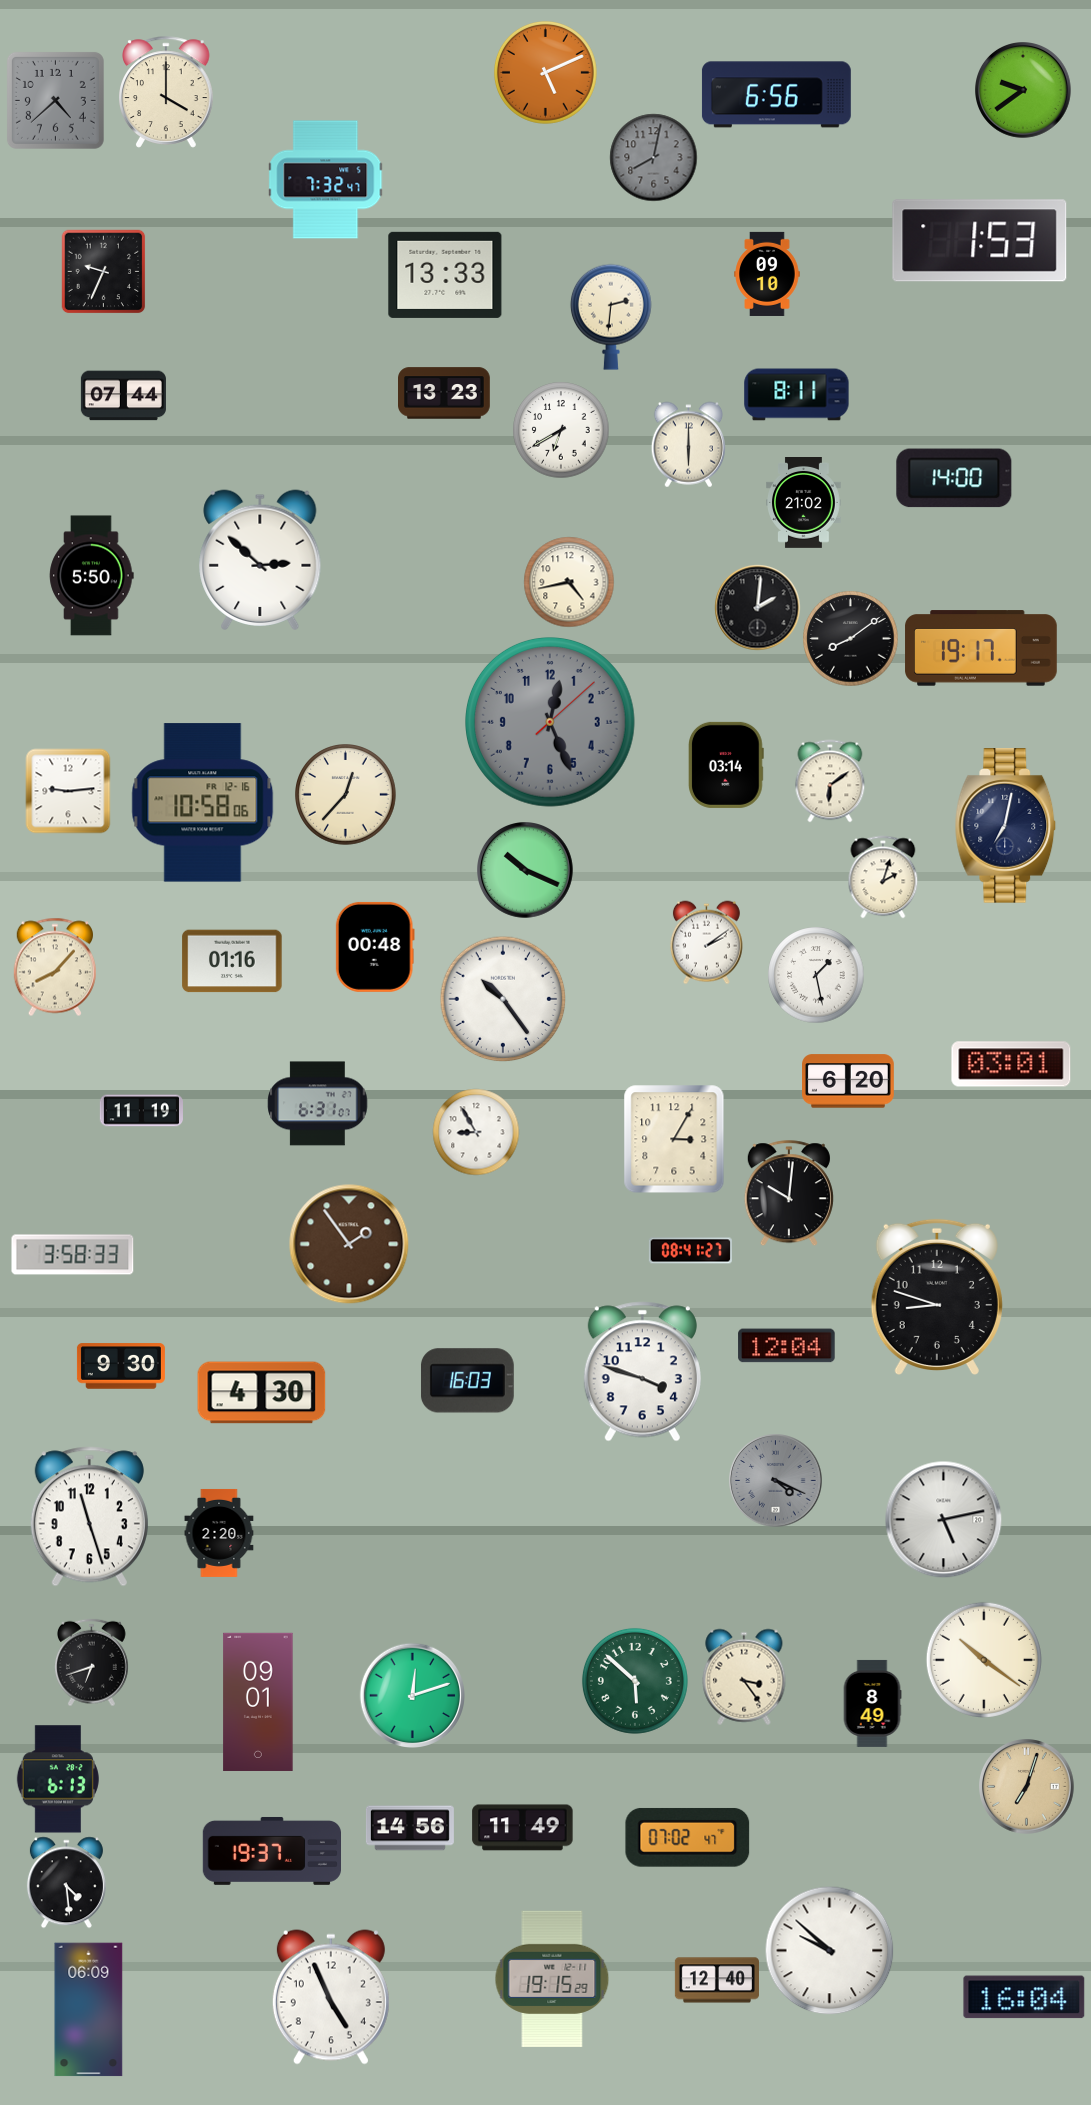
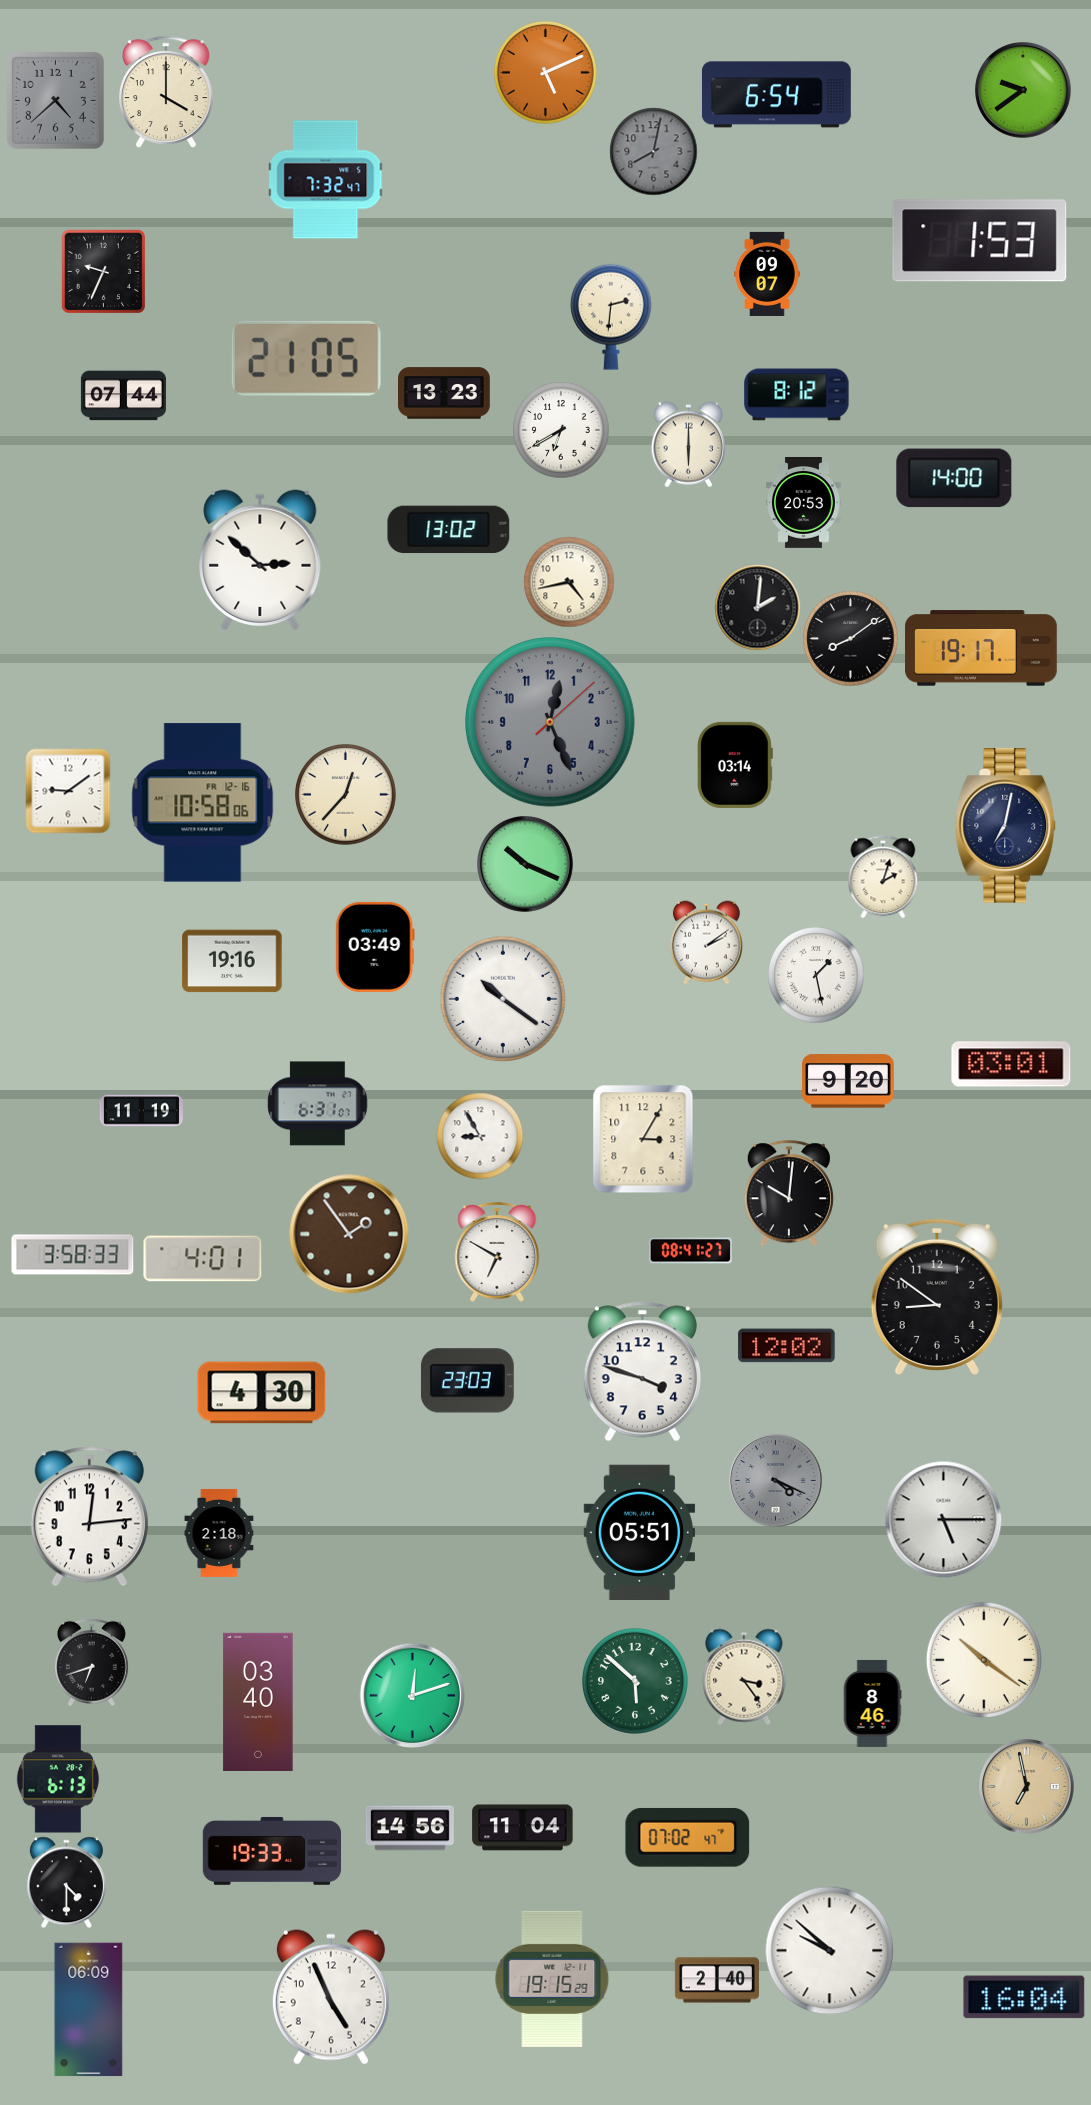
clock at (776, 95): 6:56 -> 6:54
clock at (653, 157) position: (653, 157) -> (653, 151)
clock at (767, 274): 09:10 -> 09:07
clock at (445, 275): 13:33 -> none
clock at (306, 358): none -> 21:05
clock at (797, 395): 8:11 -> 8:12
clock at (804, 503): 21:02 -> 20:53
clock at (449, 530): none -> 13:02
clock at (92, 576): 5:50 -> none
clock at (727, 765) position: (727, 765) -> (736, 765)
clock at (830, 781): 6:09 -> none
clock at (68, 791): 9:14 -> 9:09
clock at (526, 871) position: (526, 871) -> (526, 865)
clock at (375, 947): 00:48 -> 03:49
clock at (232, 961): 01:16 -> 19:16
clock at (54, 967): 8:07 -> none
clock at (503, 999): 10:24 -> 10:21
clock at (849, 1081): 6:20 -> 9:20
clock at (476, 1132) position: (476, 1132) -> (480, 1136)
clock at (674, 1139) position: (674, 1139) -> (643, 1139)
clock at (349, 1244) position: (349, 1244) -> (349, 1234)
clock at (497, 1252): none -> 6:50
clock at (203, 1259): none -> 4:01
clock at (937, 1296): 8:48 -> 8:51
clock at (787, 1346): 12:04 -> 12:02
clock at (121, 1366): 9:30 -> none
clock at (467, 1381): 16:03 -> 23:03
clock at (89, 1517): 11:27 -> 12:14
clock at (943, 1519): 5:13 -> 5:15
clock at (219, 1533): 2:20 -> 2:18
clock at (640, 1533): none -> 05:51
clock at (258, 1701): 09:01 -> 03:40
clock at (872, 1703): 8:49 -> 8:46
clock at (1027, 1787): 7:03 -> 6:58
clock at (523, 1828): 11:49 -> 11:04
clock at (271, 1851): 19:37 -> 19:33
clock at (66, 1882): 4:29 -> 4:30
clock at (717, 1980): 12:40 -> 2:40
